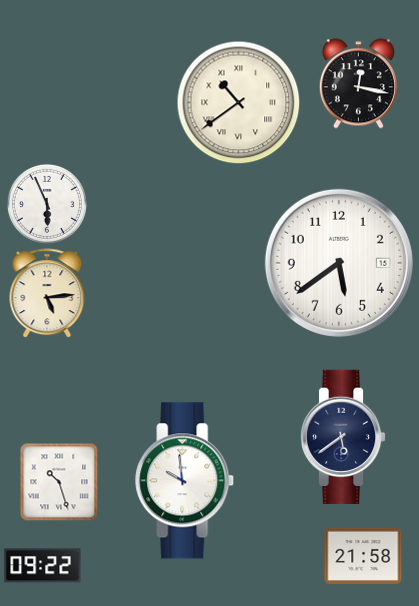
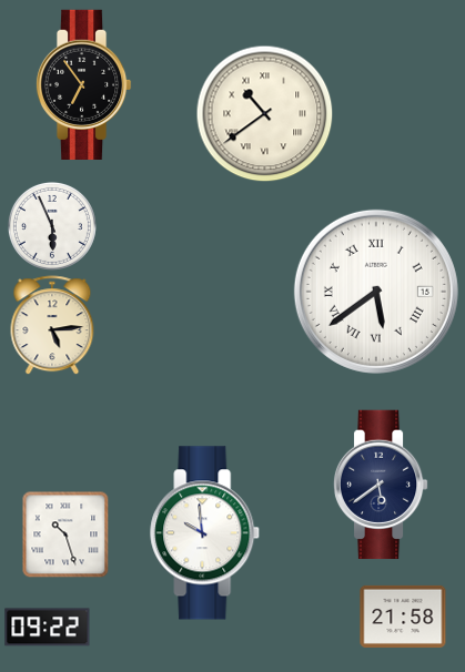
clock at (83, 84): none -> 6:54
clock at (358, 84): 12:17 -> none
clock at (339, 263) numerals: Arabic -> Roman
